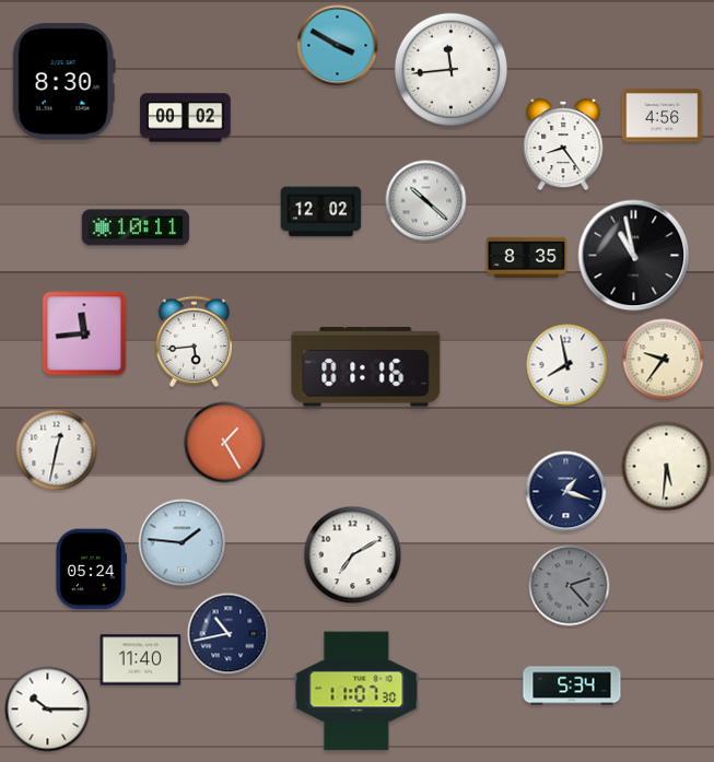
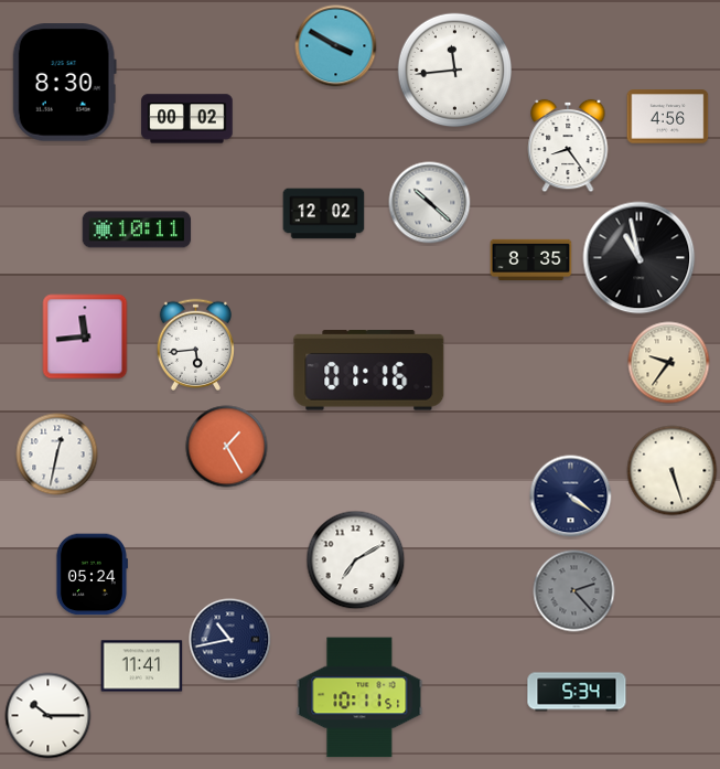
clock at (338, 46) position: (338, 46) -> (336, 46)
clock at (567, 365): 7:58 -> none
clock at (667, 467): 5:31 -> 5:27
clock at (566, 492): 1:18 -> 4:21
clock at (183, 543): 1:46 -> none
clock at (141, 660): 11:40 -> 11:41
clock at (356, 691): 11:07 -> 10:11
